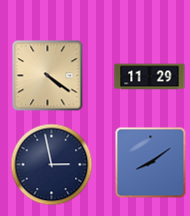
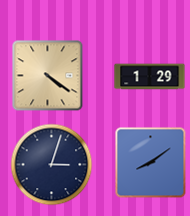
clock at (150, 77): 11:29 -> 1:29
clock at (52, 165): 2:58 -> 3:03
